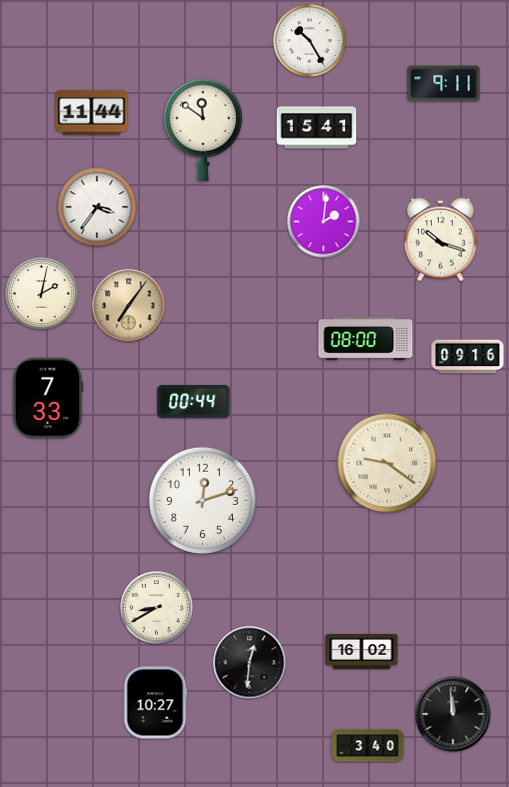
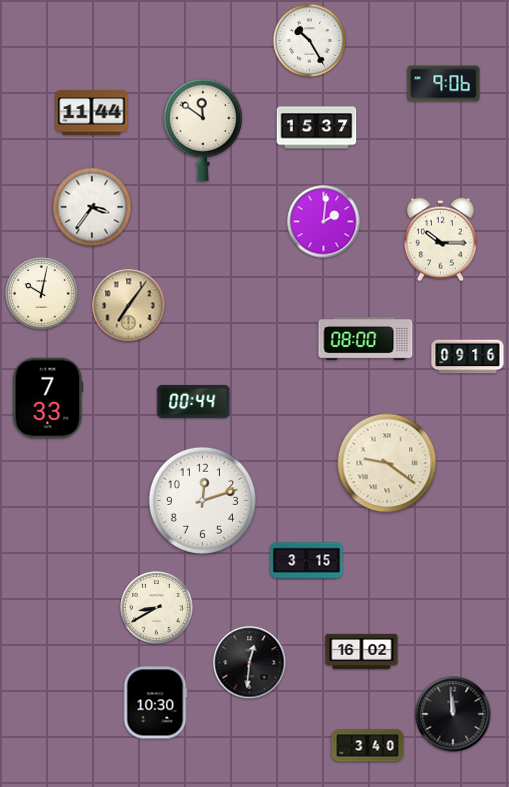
clock at (444, 84): 9:11 -> 9:06
clock at (317, 128): 15:41 -> 15:37
clock at (97, 207) position: (97, 207) -> (92, 207)
clock at (440, 240): 10:18 -> 10:15
clock at (42, 294): 2:02 -> 10:02
clock at (307, 561): none -> 3:15
clock at (155, 703): 10:27 -> 10:30
